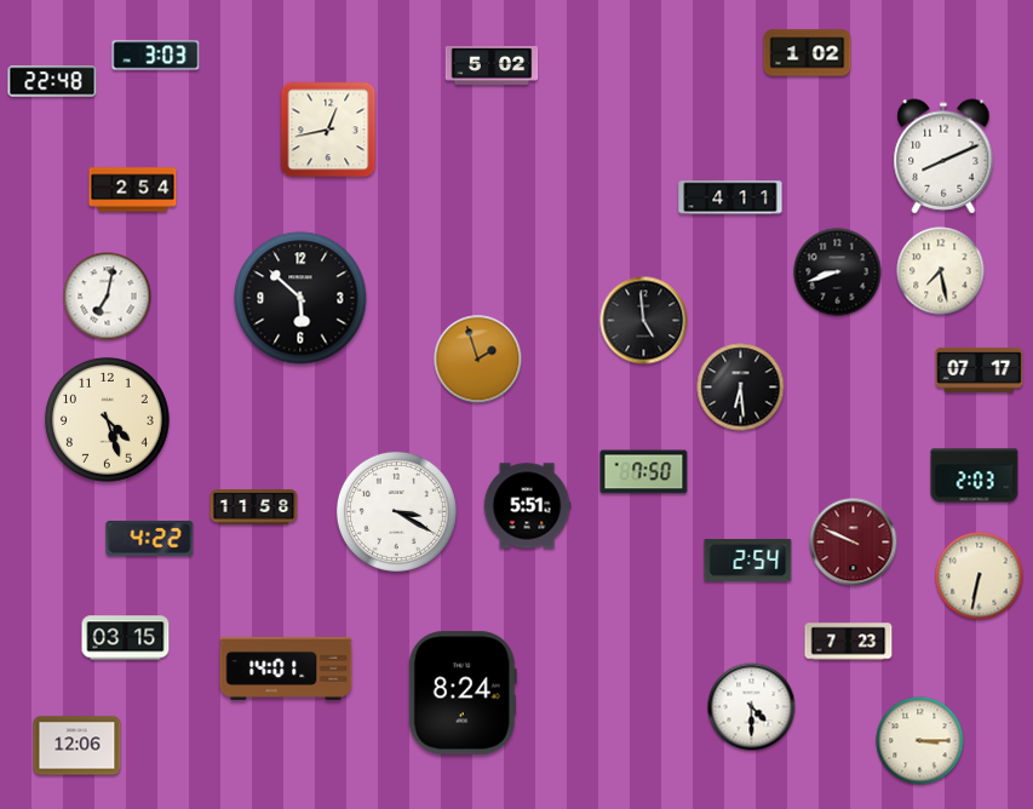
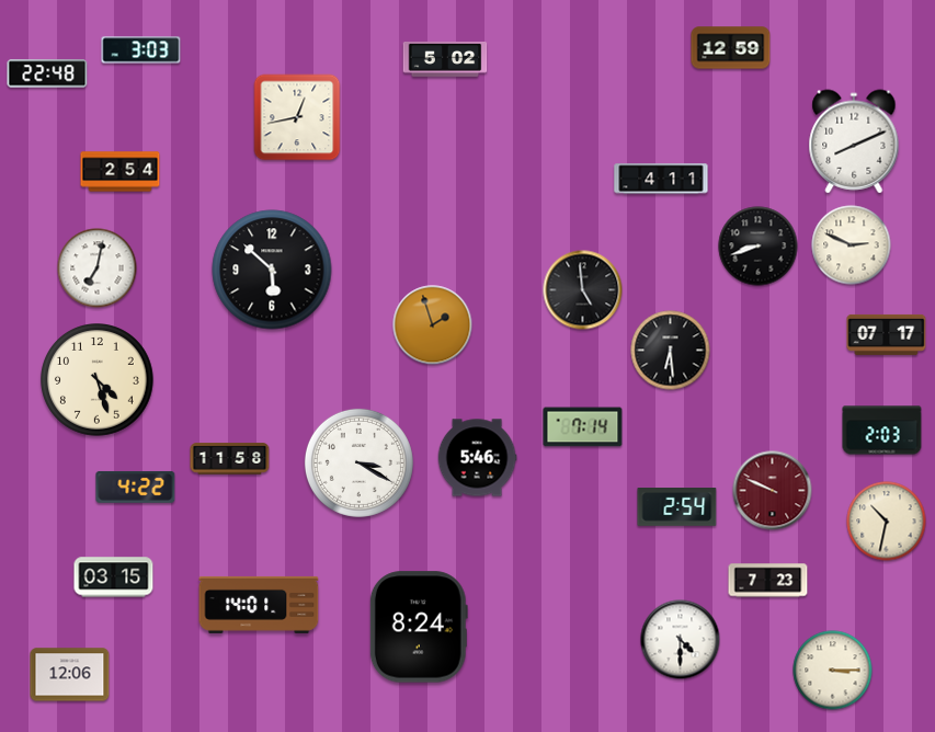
clock at (808, 53): 1:02 -> 12:59
clock at (941, 271): 7:28 -> 2:49
clock at (644, 472): 7:50 -> 7:14
clock at (527, 506): 5:51 -> 5:46
clock at (980, 576): 6:32 -> 10:32
